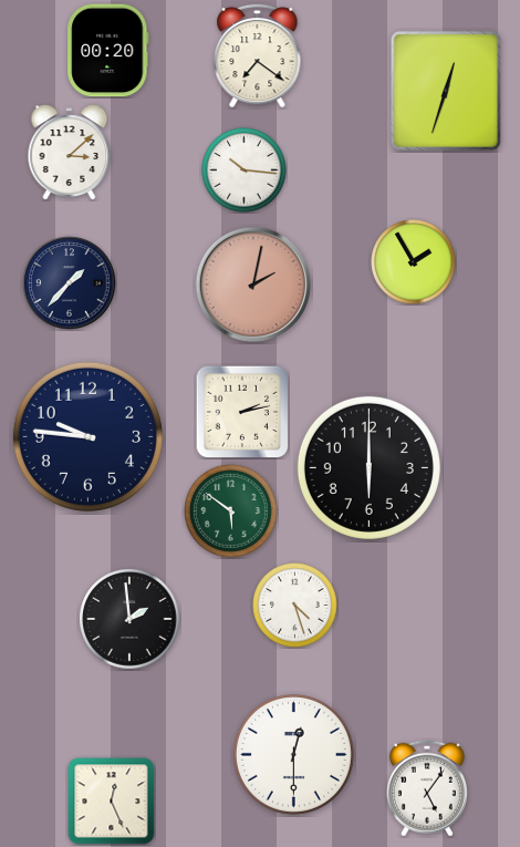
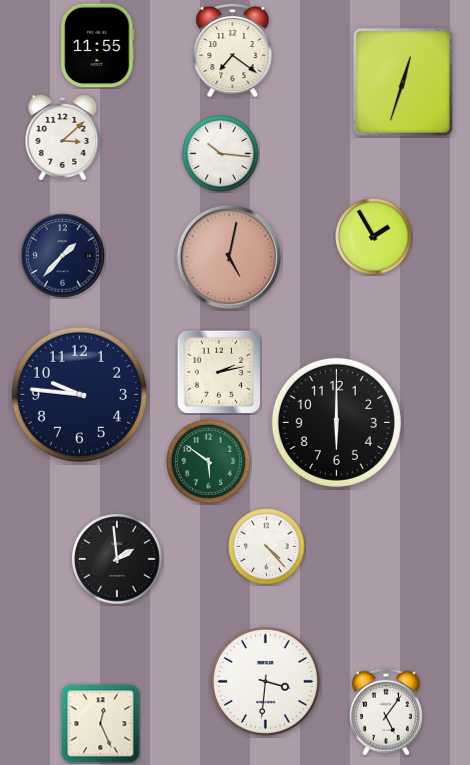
clock at (108, 51): 00:20 -> 11:55
clock at (253, 285): 2:02 -> 5:02
clock at (368, 467) position: (368, 467) -> (336, 422)
clock at (295, 606): 4:27 -> 4:23
clock at (293, 754): 12:30 -> 3:31
